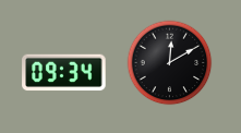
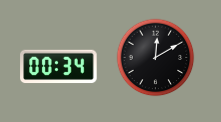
clock at (64, 73): 09:34 -> 00:34
